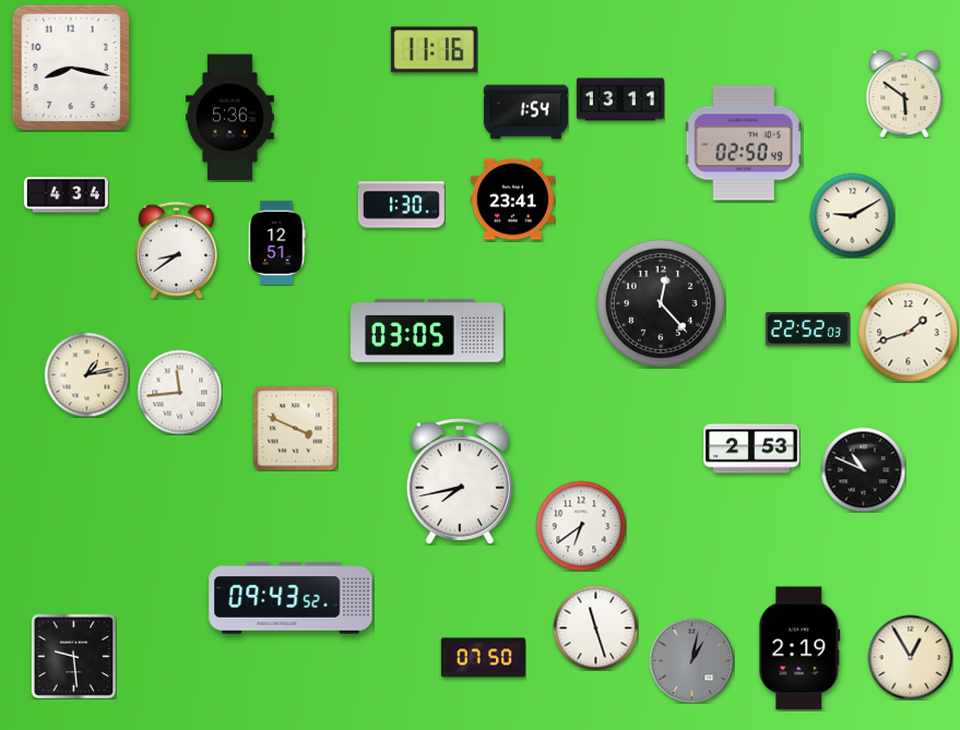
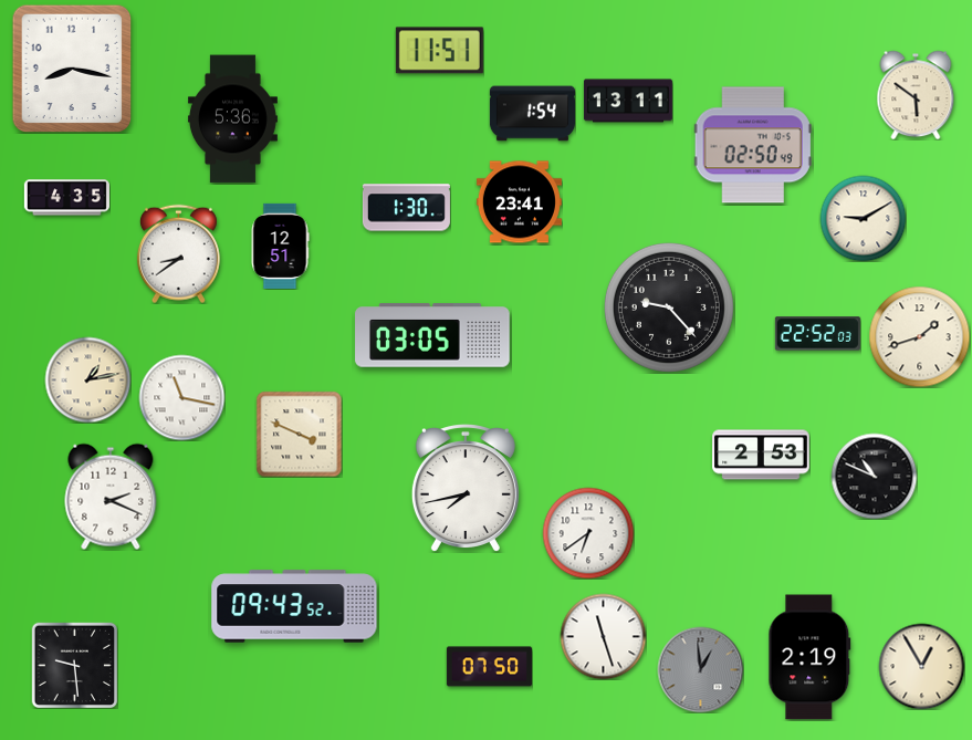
clock at (434, 50): 11:16 -> 11:51
clock at (66, 195): 4:34 -> 4:35
clock at (661, 303): 12:23 -> 9:23
clock at (179, 392): 11:44 -> 11:17
clock at (111, 497): none -> 2:19
clock at (691, 660): 1:02 -> 12:59
